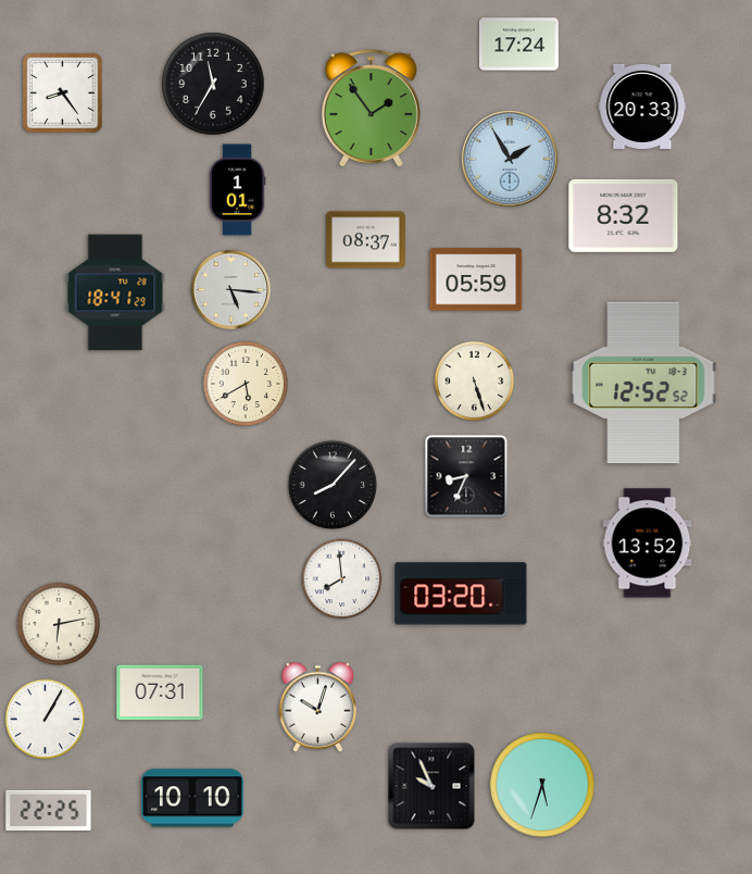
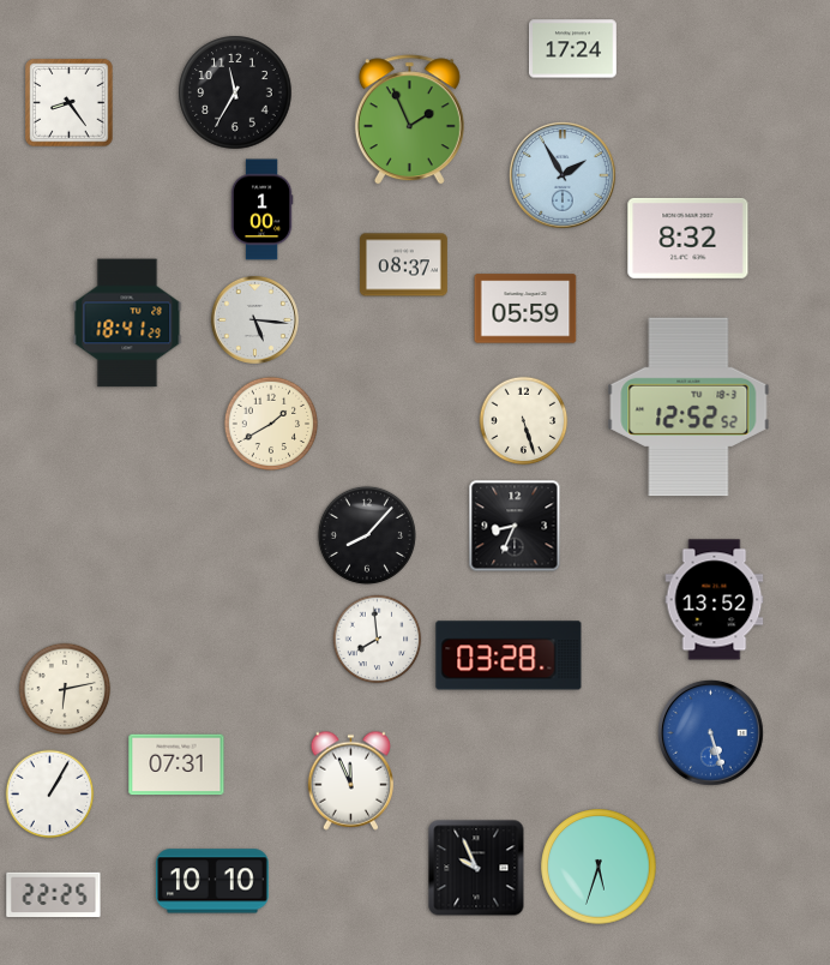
clock at (642, 107): 20:33 -> none
clock at (371, 109): 1:54 -> 1:56
clock at (237, 190): 1:01 -> 1:00
clock at (643, 383) position: (643, 383) -> (688, 407)
clock at (246, 384): 5:40 -> 1:40
clock at (461, 594): 03:20 -> 03:28
clock at (711, 733): none -> 5:27
clock at (317, 707): 10:03 -> 11:56
